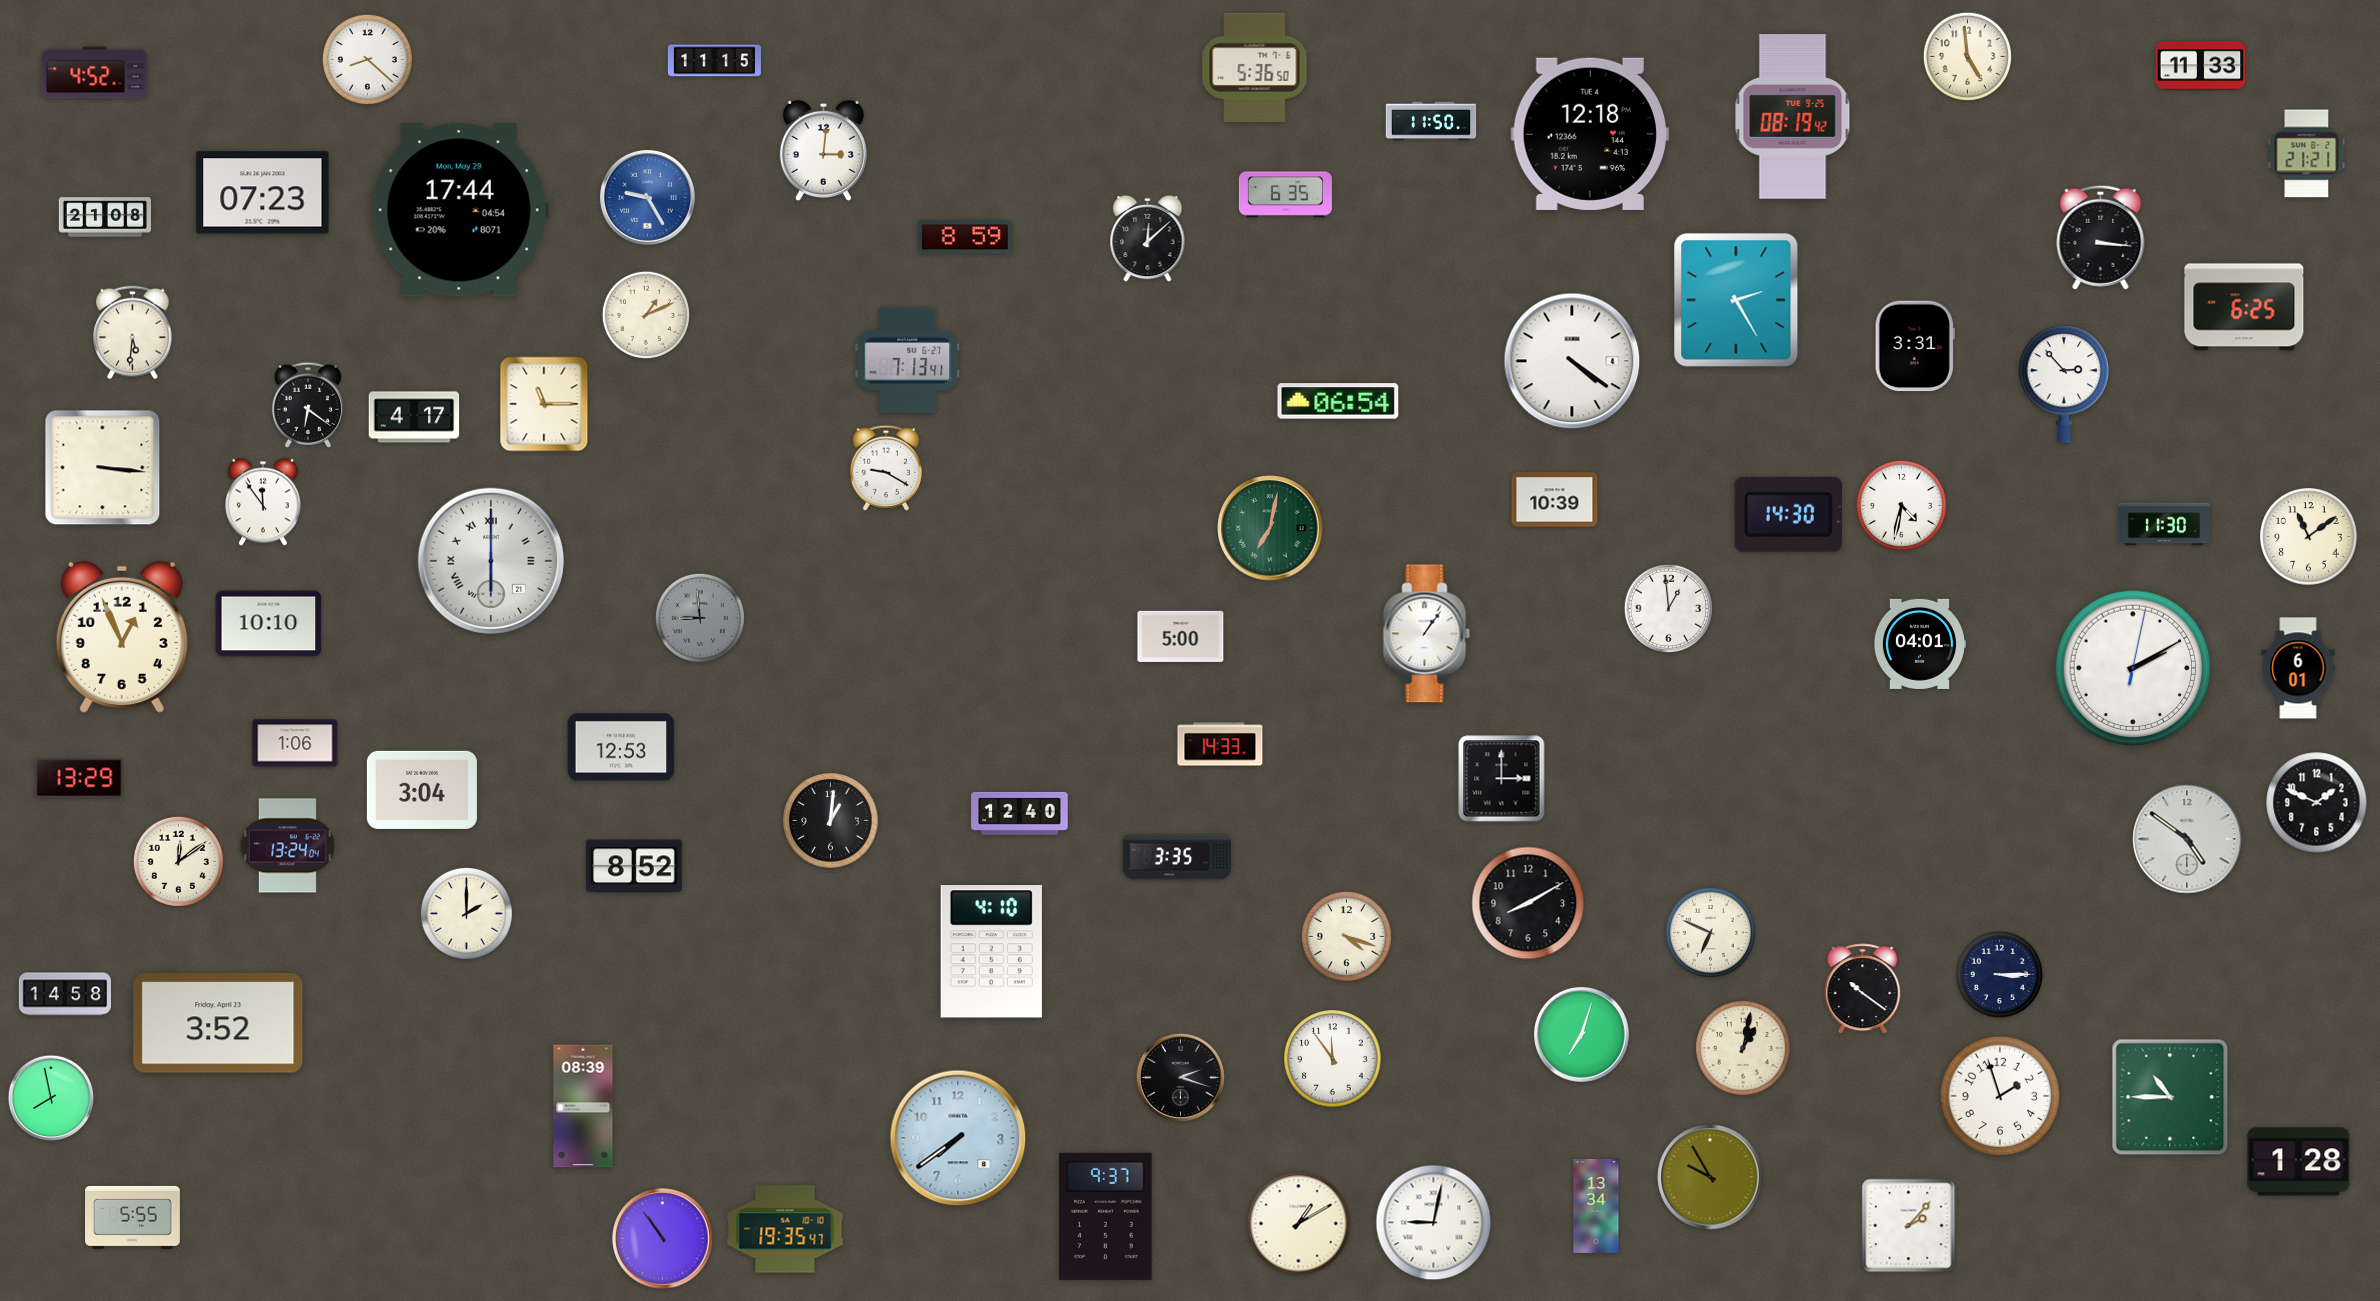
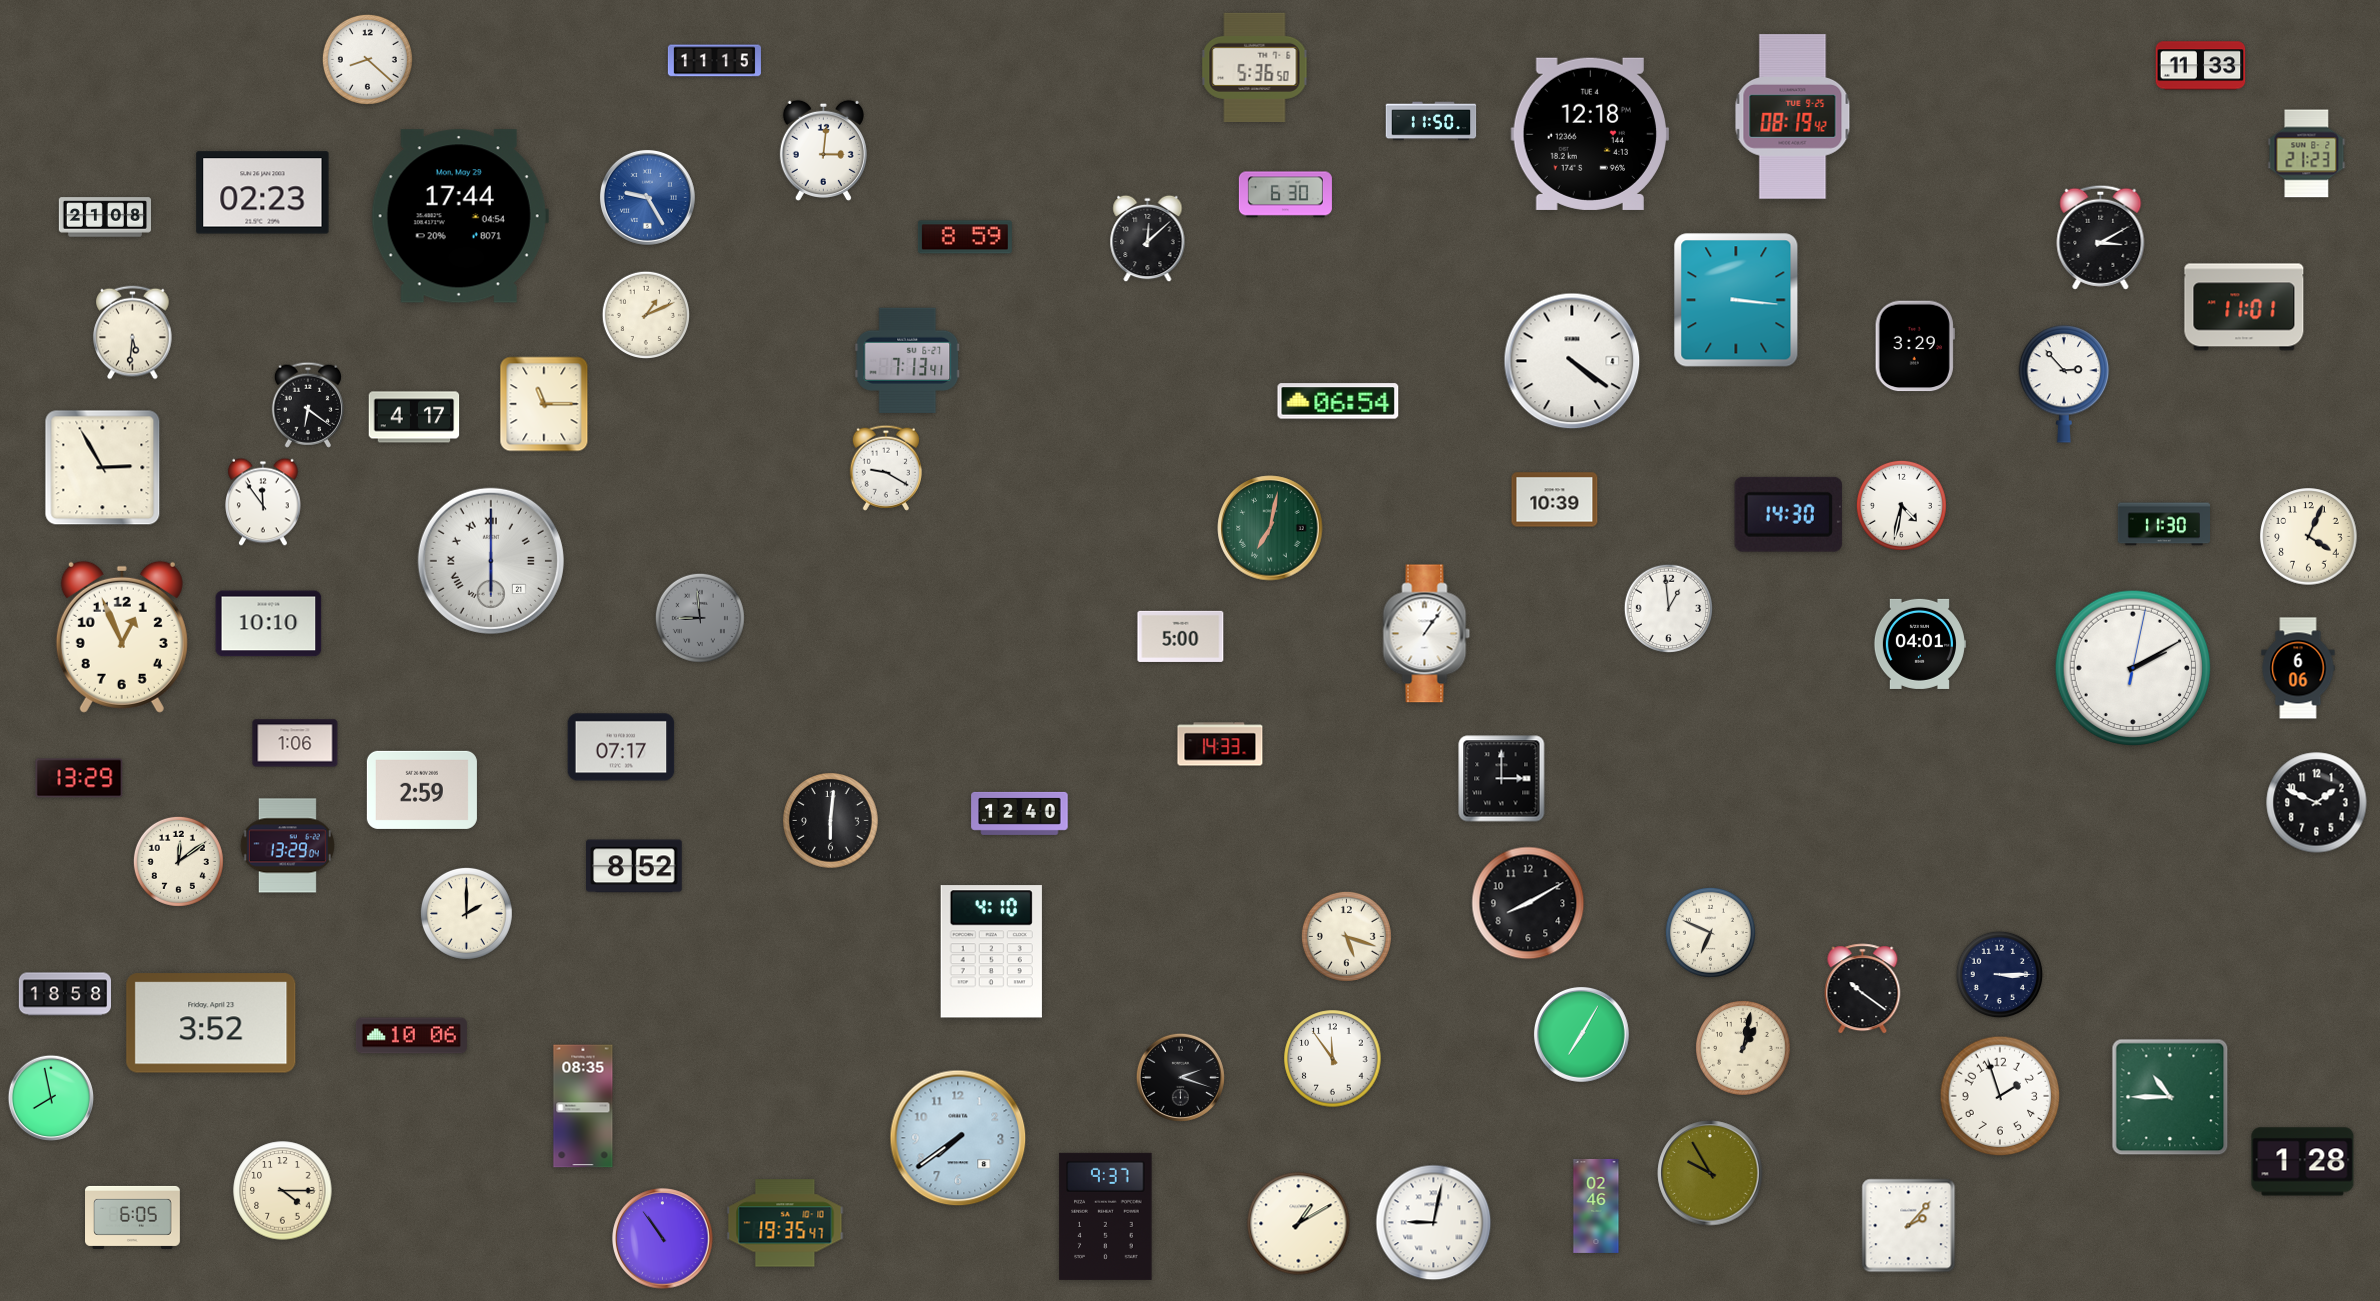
clock at (1967, 56): 4:59 -> none
clock at (95, 73): 4:52 -> none
clock at (2307, 154): 21:21 -> 21:23
clock at (263, 193): 07:23 -> 02:23
clock at (1285, 195): 6:35 -> 6:30
clock at (460, 210) position: (460, 210) -> (460, 216)
clock at (2101, 237): 3:16 -> 3:10
clock at (1736, 300): 2:25 -> 3:16
clock at (2244, 307): 6:25 -> 11:01
clock at (1915, 346): 3:31 -> 3:29
clock at (103, 468): 3:16 -> 2:55
clock at (2309, 537): 11:09 -> 4:04
clock at (2298, 668): 6:01 -> 6:06
clock at (621, 747): 12:53 -> 07:17
clock at (422, 790): 3:04 -> 2:59
clock at (831, 821): 1:01 -> 6:01
clock at (2187, 839): 4:51 -> none
clock at (287, 846): 13:24 -> 13:29
clock at (1177, 857): 3:35 -> none
clock at (1346, 936): 4:18 -> 5:18
clock at (64, 994): 14:58 -> 18:58
clock at (218, 1023) position: (218, 1023) -> (211, 1023)
clock at (1581, 1034): 7:03 -> 7:05
clock at (411, 1036): none -> 10:06
clock at (583, 1106): 08:39 -> 08:35
clock at (2299, 1162) position: (2299, 1162) -> (2303, 1162)
clock at (1710, 1177) position: (1710, 1177) -> (1710, 1173)
clock at (283, 1191): none -> 4:15
clock at (1596, 1206): 13:34 -> 02:46
clock at (133, 1217): 5:55 -> 6:05
clock at (785, 1229) position: (785, 1229) -> (785, 1223)
